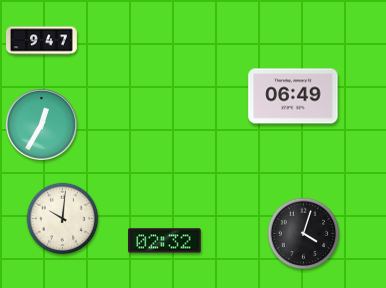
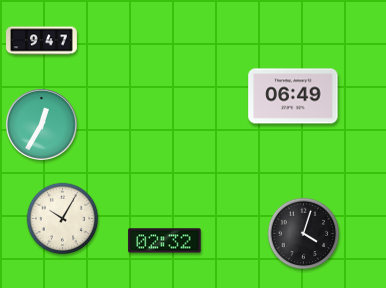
clock at (63, 219): 10:01 -> 10:05
